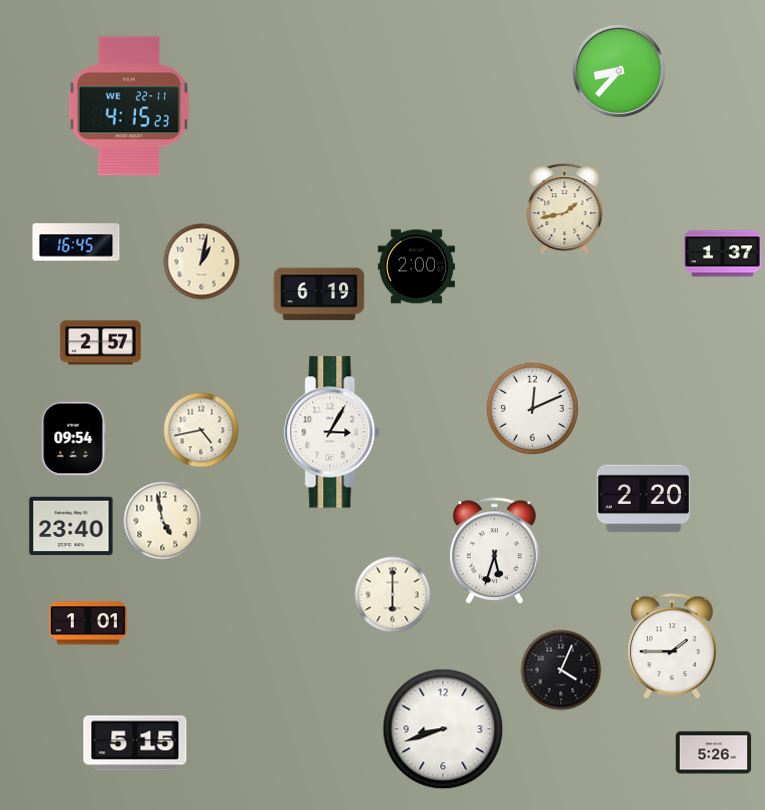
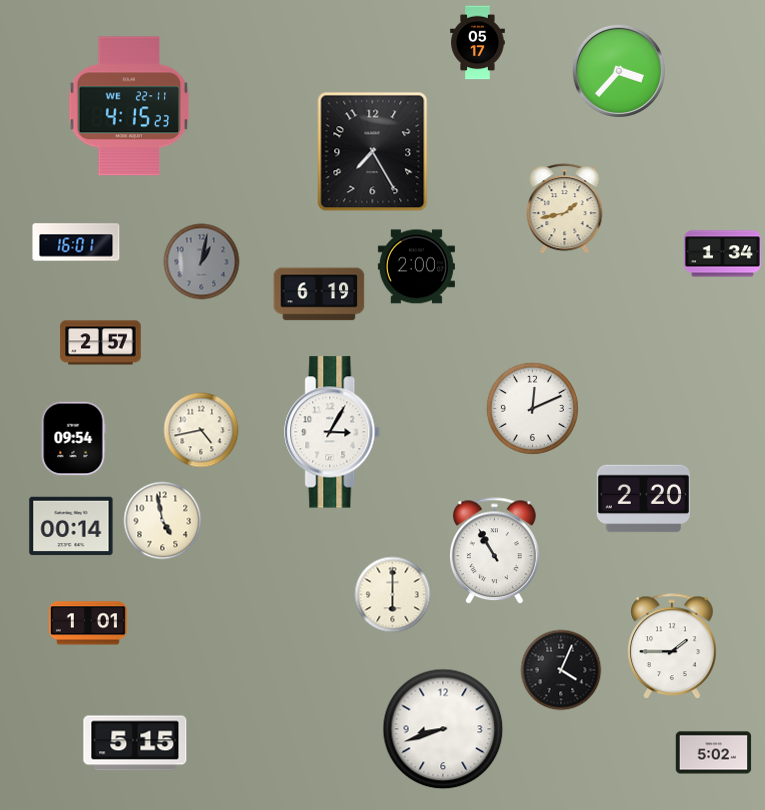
clock at (478, 43): none -> 05:17
clock at (619, 71): 8:37 -> 3:37
clock at (373, 152): none -> 7:25
clock at (76, 242): 16:45 -> 16:01
clock at (722, 254): 1:37 -> 1:34
clock at (202, 262) dial: cream -> grey
clock at (71, 526): 23:40 -> 00:14
clock at (495, 551): 5:33 -> 10:55
clock at (714, 753): 5:26 -> 5:02
